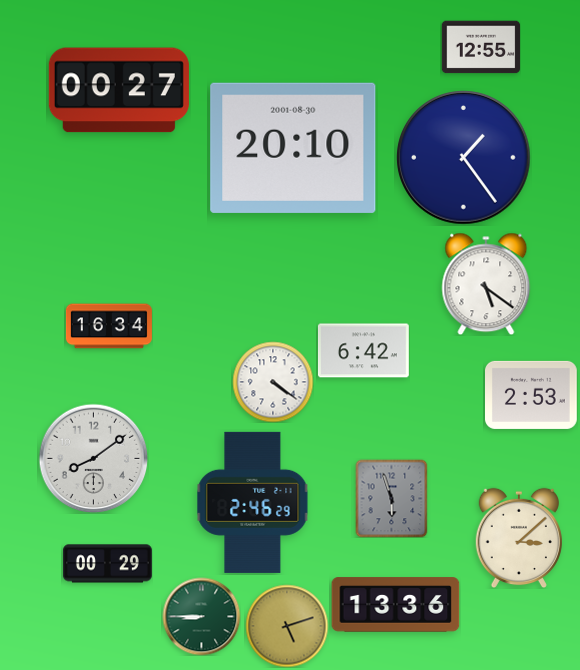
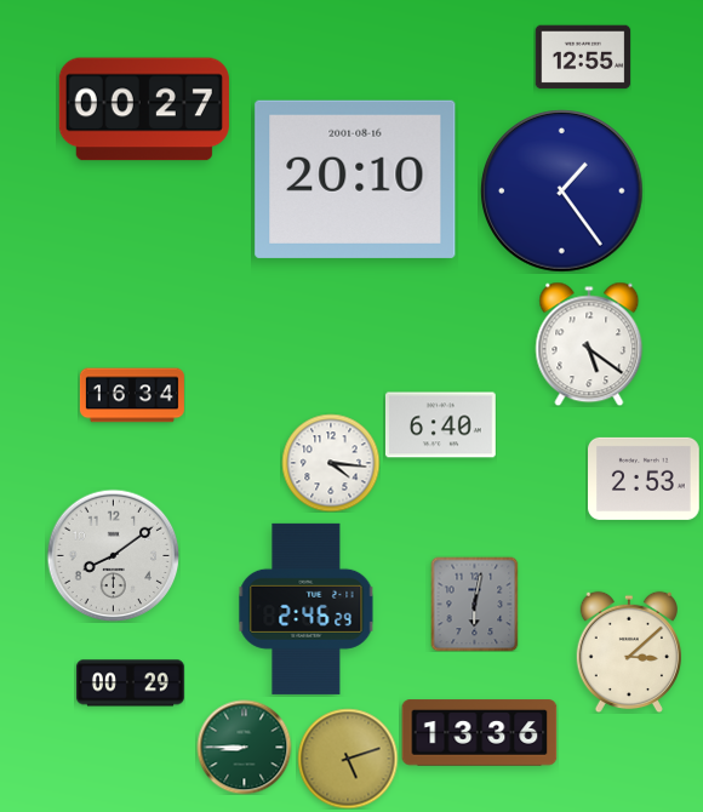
clock at (293, 148) date: 2001-08-30 -> 2001-08-16
clock at (363, 351): 6:42 -> 6:40
clock at (273, 382): 4:21 -> 4:16
clock at (392, 498): 5:57 -> 6:02
